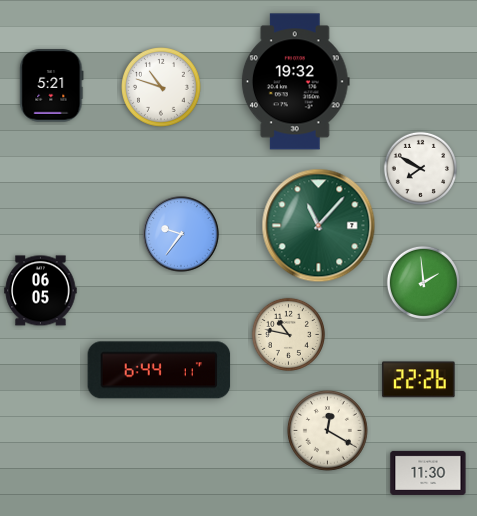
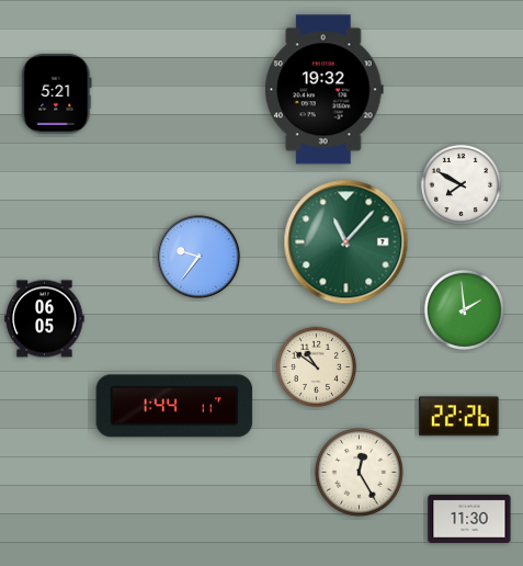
clock at (162, 88): 10:48 -> none
clock at (319, 226) position: (319, 226) -> (346, 242)
clock at (288, 334): 10:47 -> 10:51
clock at (159, 370): 6:44 -> 1:44
clock at (328, 431): 12:20 -> 12:25
